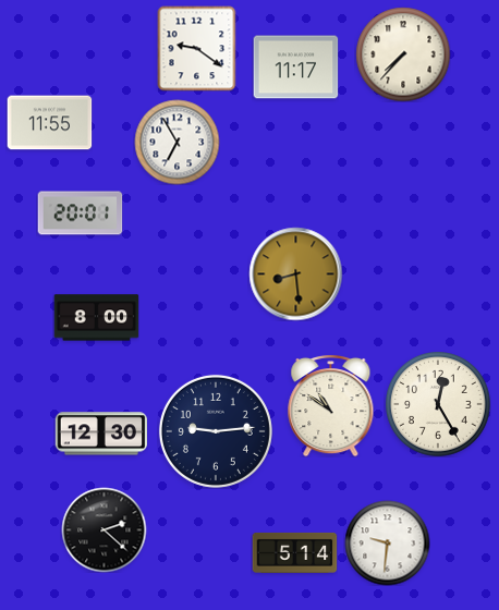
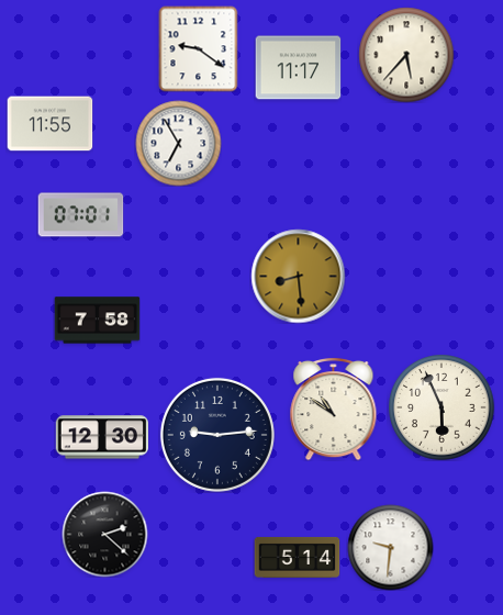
clock at (403, 54): 7:37 -> 5:37
clock at (80, 213): 20:01 -> 07:01
clock at (96, 318): 8:00 -> 7:58
clock at (438, 404): 12:25 -> 5:56
